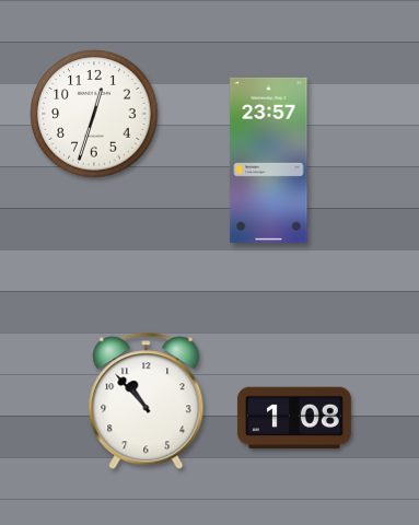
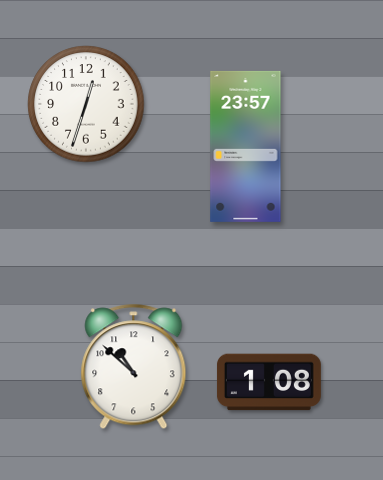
clock at (147, 401): 10:53 -> 10:52
